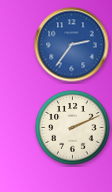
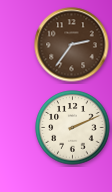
clock at (72, 45) dial: blue -> brown
